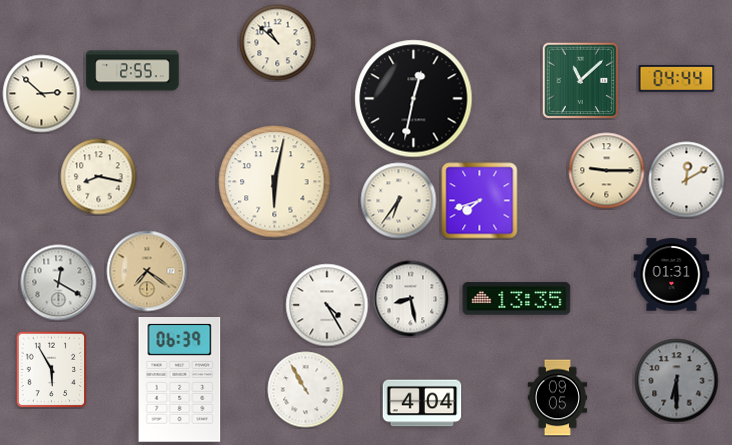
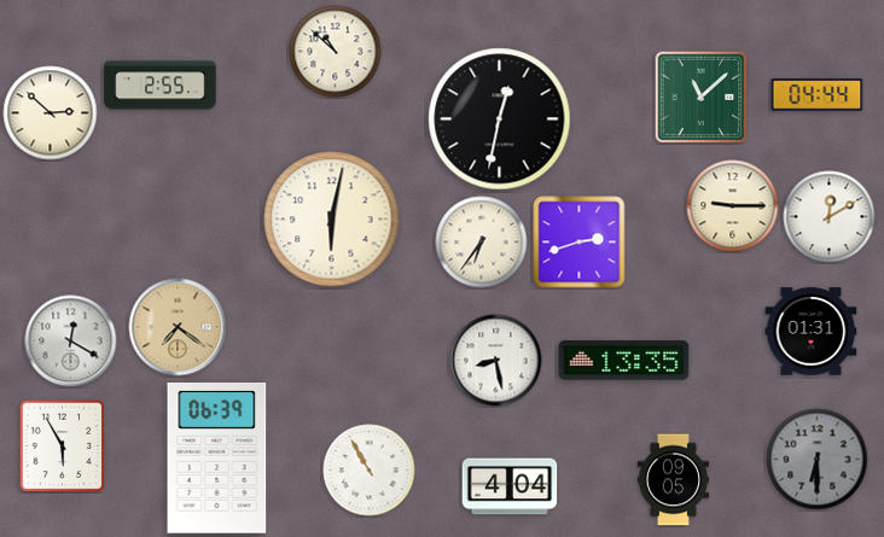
clock at (99, 177): 8:17 -> none
clock at (480, 201): 7:42 -> 2:42
clock at (327, 305): 4:25 -> none
